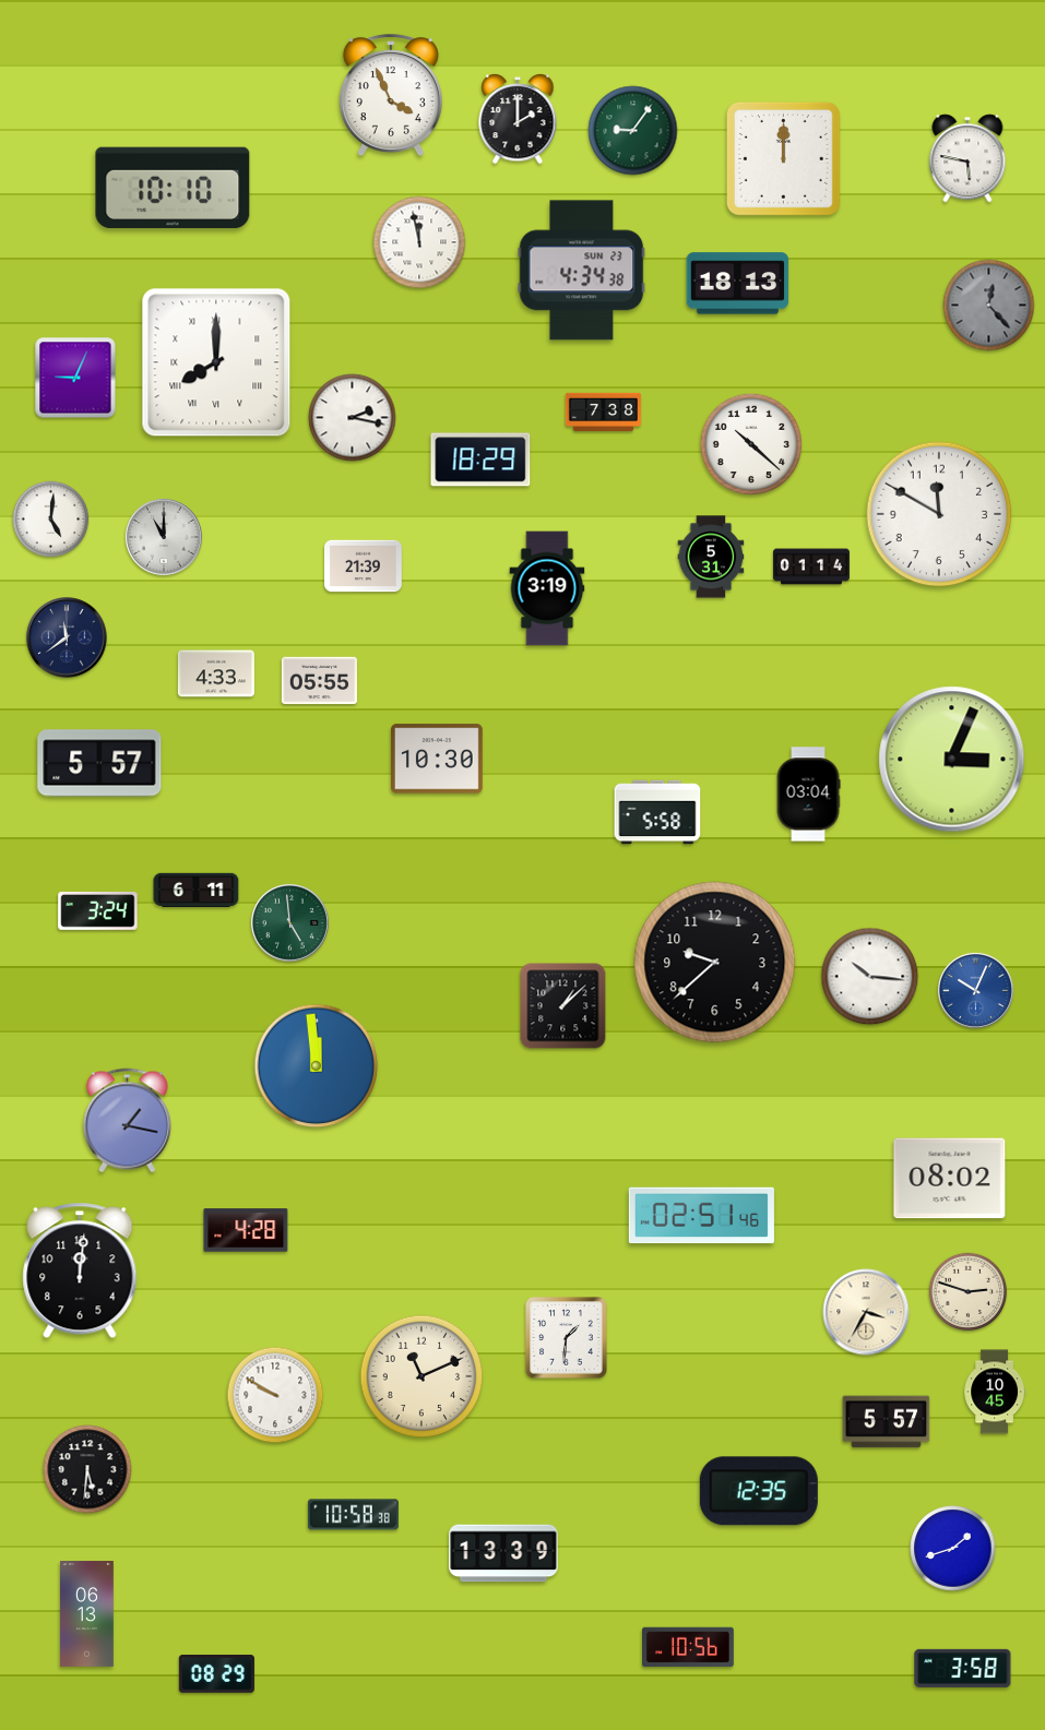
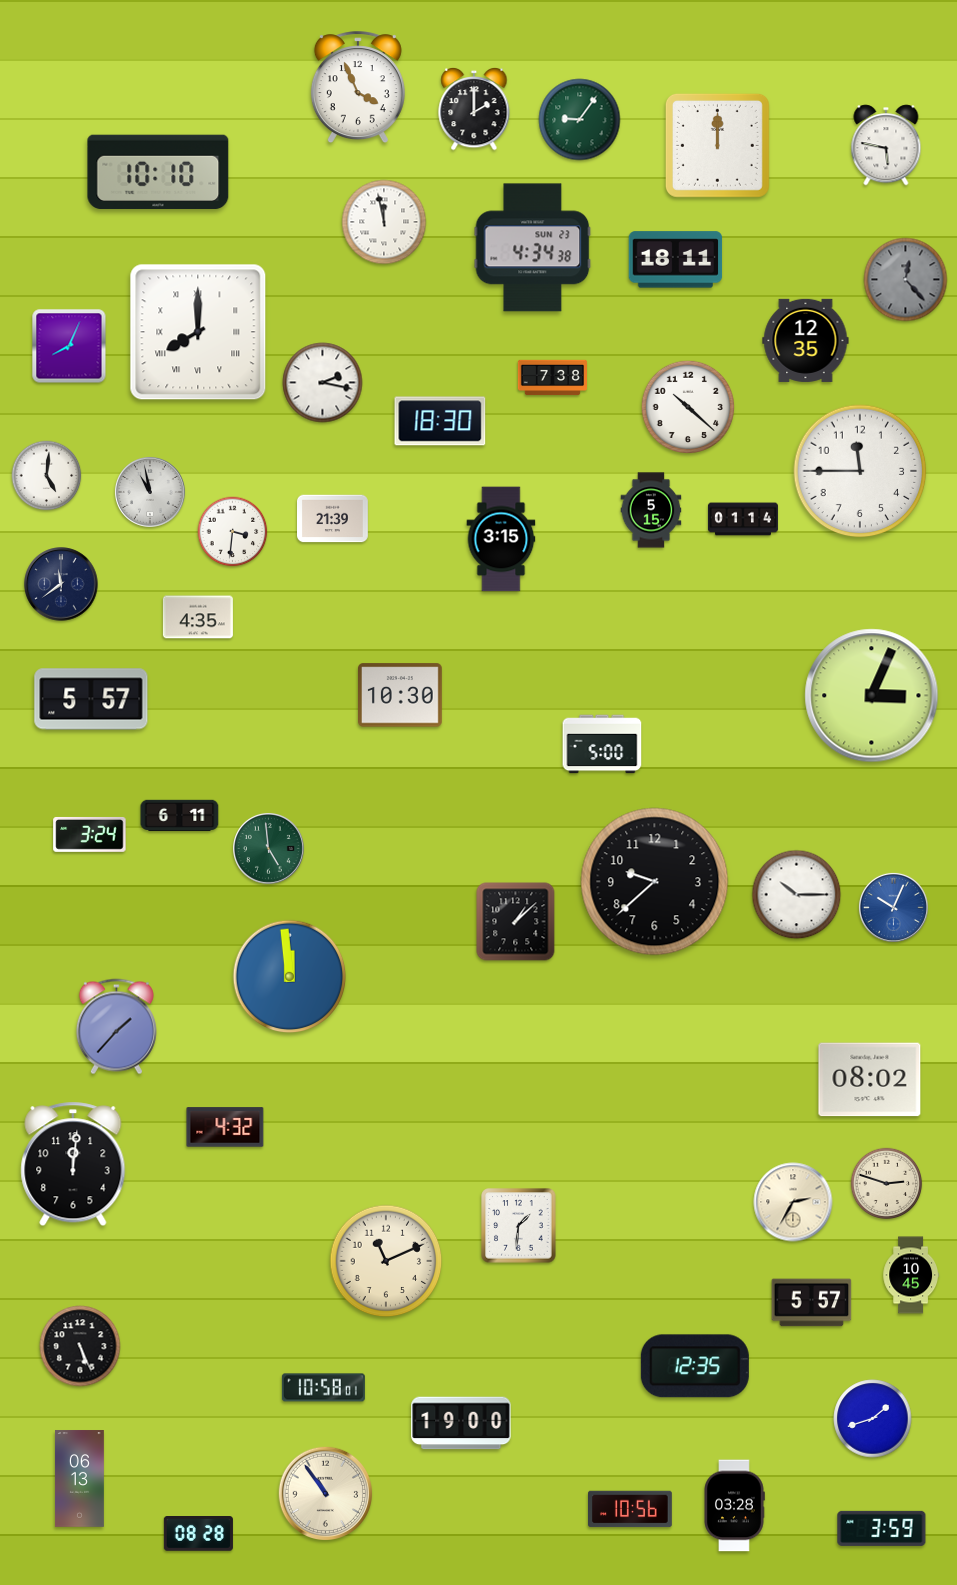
clock at (738, 284): 18:13 -> 18:11
clock at (806, 340): none -> 12:35
clock at (75, 378): 9:04 -> 8:04
clock at (480, 460): 18:29 -> 18:30
clock at (939, 514): 11:50 -> 11:45
clock at (164, 537): 11:00 -> 10:58
clock at (711, 557): 5:31 -> 5:15
clock at (233, 532): none -> 3:31
clock at (547, 588): 3:19 -> 3:15
clock at (216, 673): 4:33 -> 4:35
clock at (319, 681): 05:55 -> none
clock at (808, 795): 03:04 -> none
clock at (657, 812): 5:58 -> 5:00
clock at (290, 923) position: (290, 923) -> (269, 849)
clock at (870, 977): 10:16 -> 10:15
clock at (127, 1121): 1:17 -> 1:37
clock at (701, 1216): 02:51 -> none
clock at (246, 1230): 4:28 -> 4:32
clock at (866, 1312): 3:35 -> 2:35
clock at (275, 1395): 9:50 -> none
clock at (87, 1469): 5:31 -> 5:26
clock at (353, 1515): 10:58:38 -> 10:58:01
clock at (503, 1553): 13:39 -> 19:00
clock at (325, 1493): none -> 10:54
clock at (734, 1506): none -> 03:28
clock at (963, 1668): 3:58 -> 3:59
clock at (216, 1674): 08:29 -> 08:28
